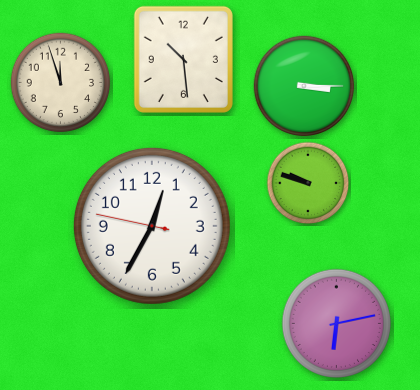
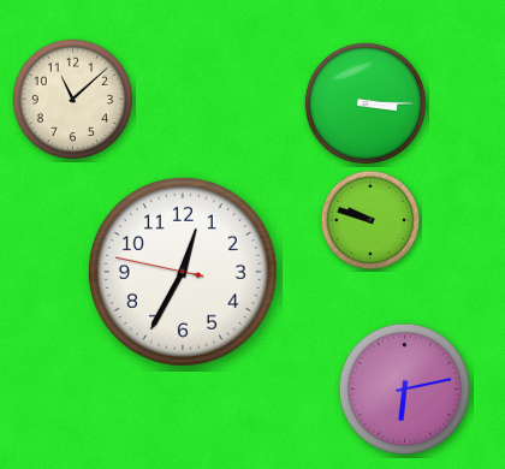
clock at (183, 59): 10:29 -> none
clock at (61, 83): 11:57 -> 11:08
